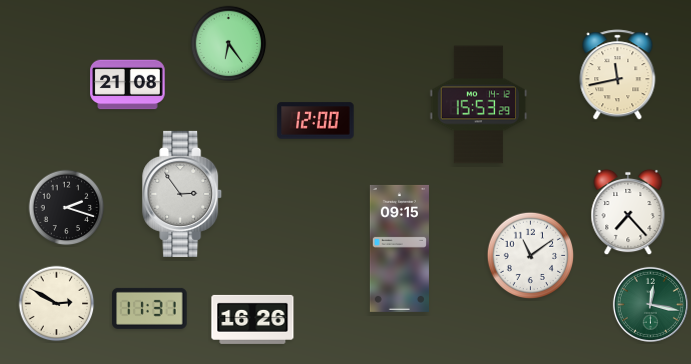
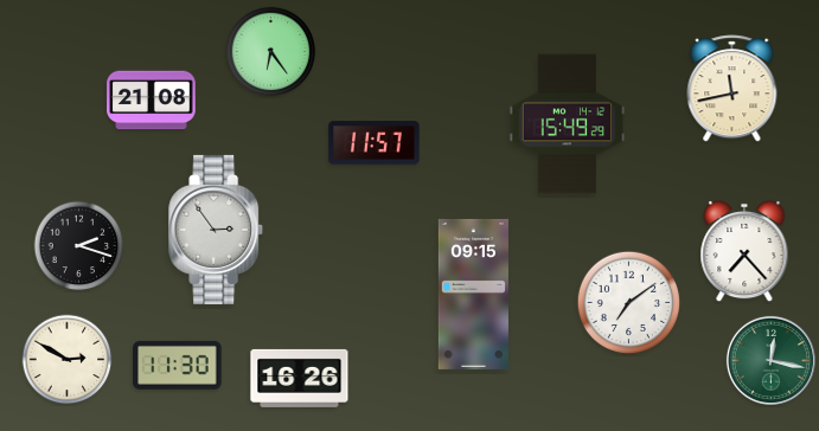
clock at (479, 105): 15:53 -> 15:49
clock at (316, 121): 12:00 -> 11:57
clock at (531, 256): 11:09 -> 7:09
clock at (150, 308): 11:31 -> 11:30
